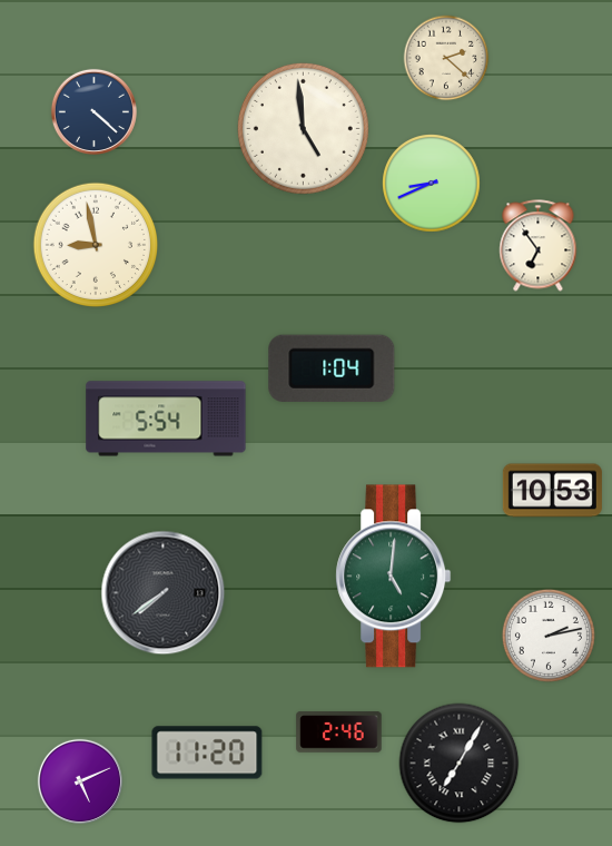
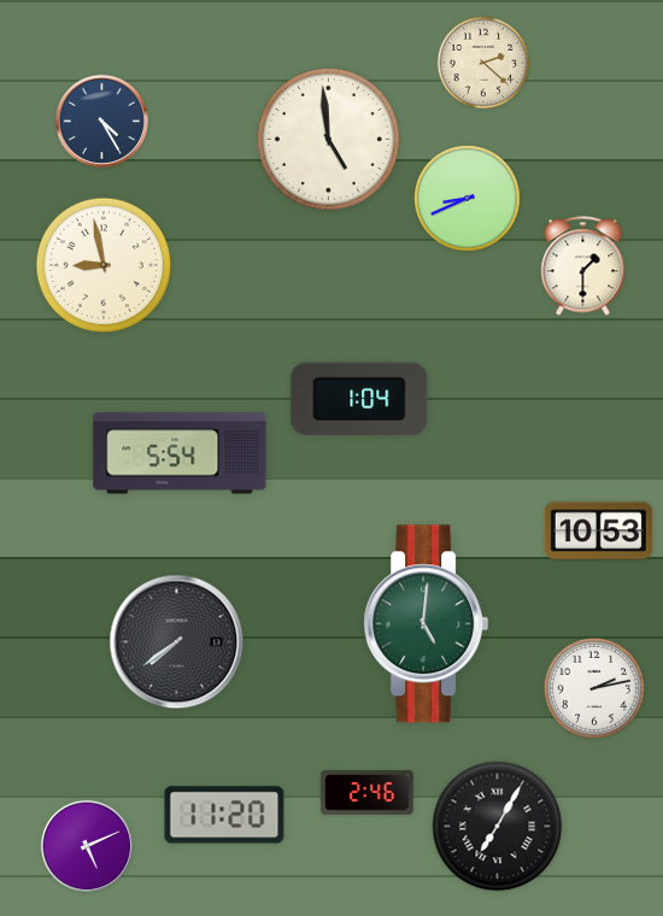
clock at (93, 111): 4:22 -> 4:25
clock at (539, 246): 6:54 -> 1:30
